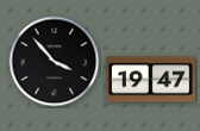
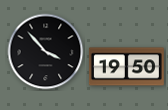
clock at (150, 80): 19:47 -> 19:50
